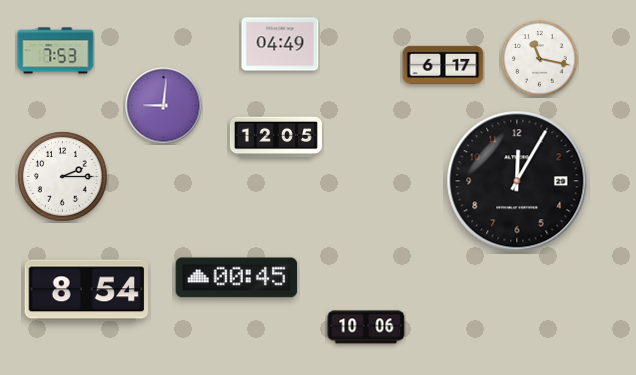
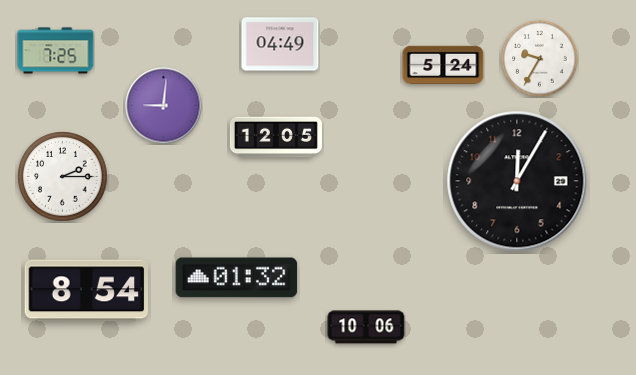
clock at (56, 51): 7:53 -> 7:25
clock at (540, 59): 11:17 -> 9:35
clock at (443, 65): 6:17 -> 5:24
clock at (237, 278): 00:45 -> 01:32
